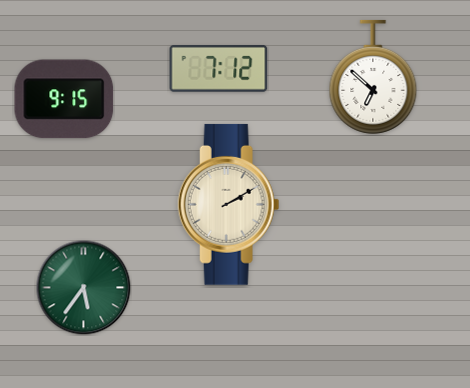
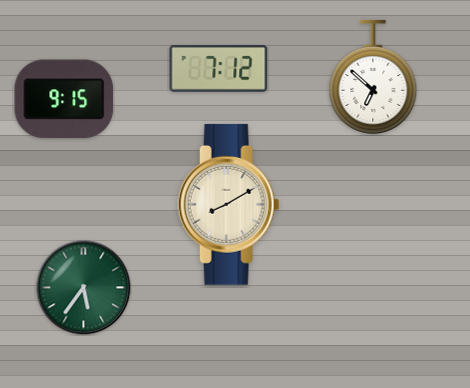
clock at (229, 204): 2:10 -> 8:10
